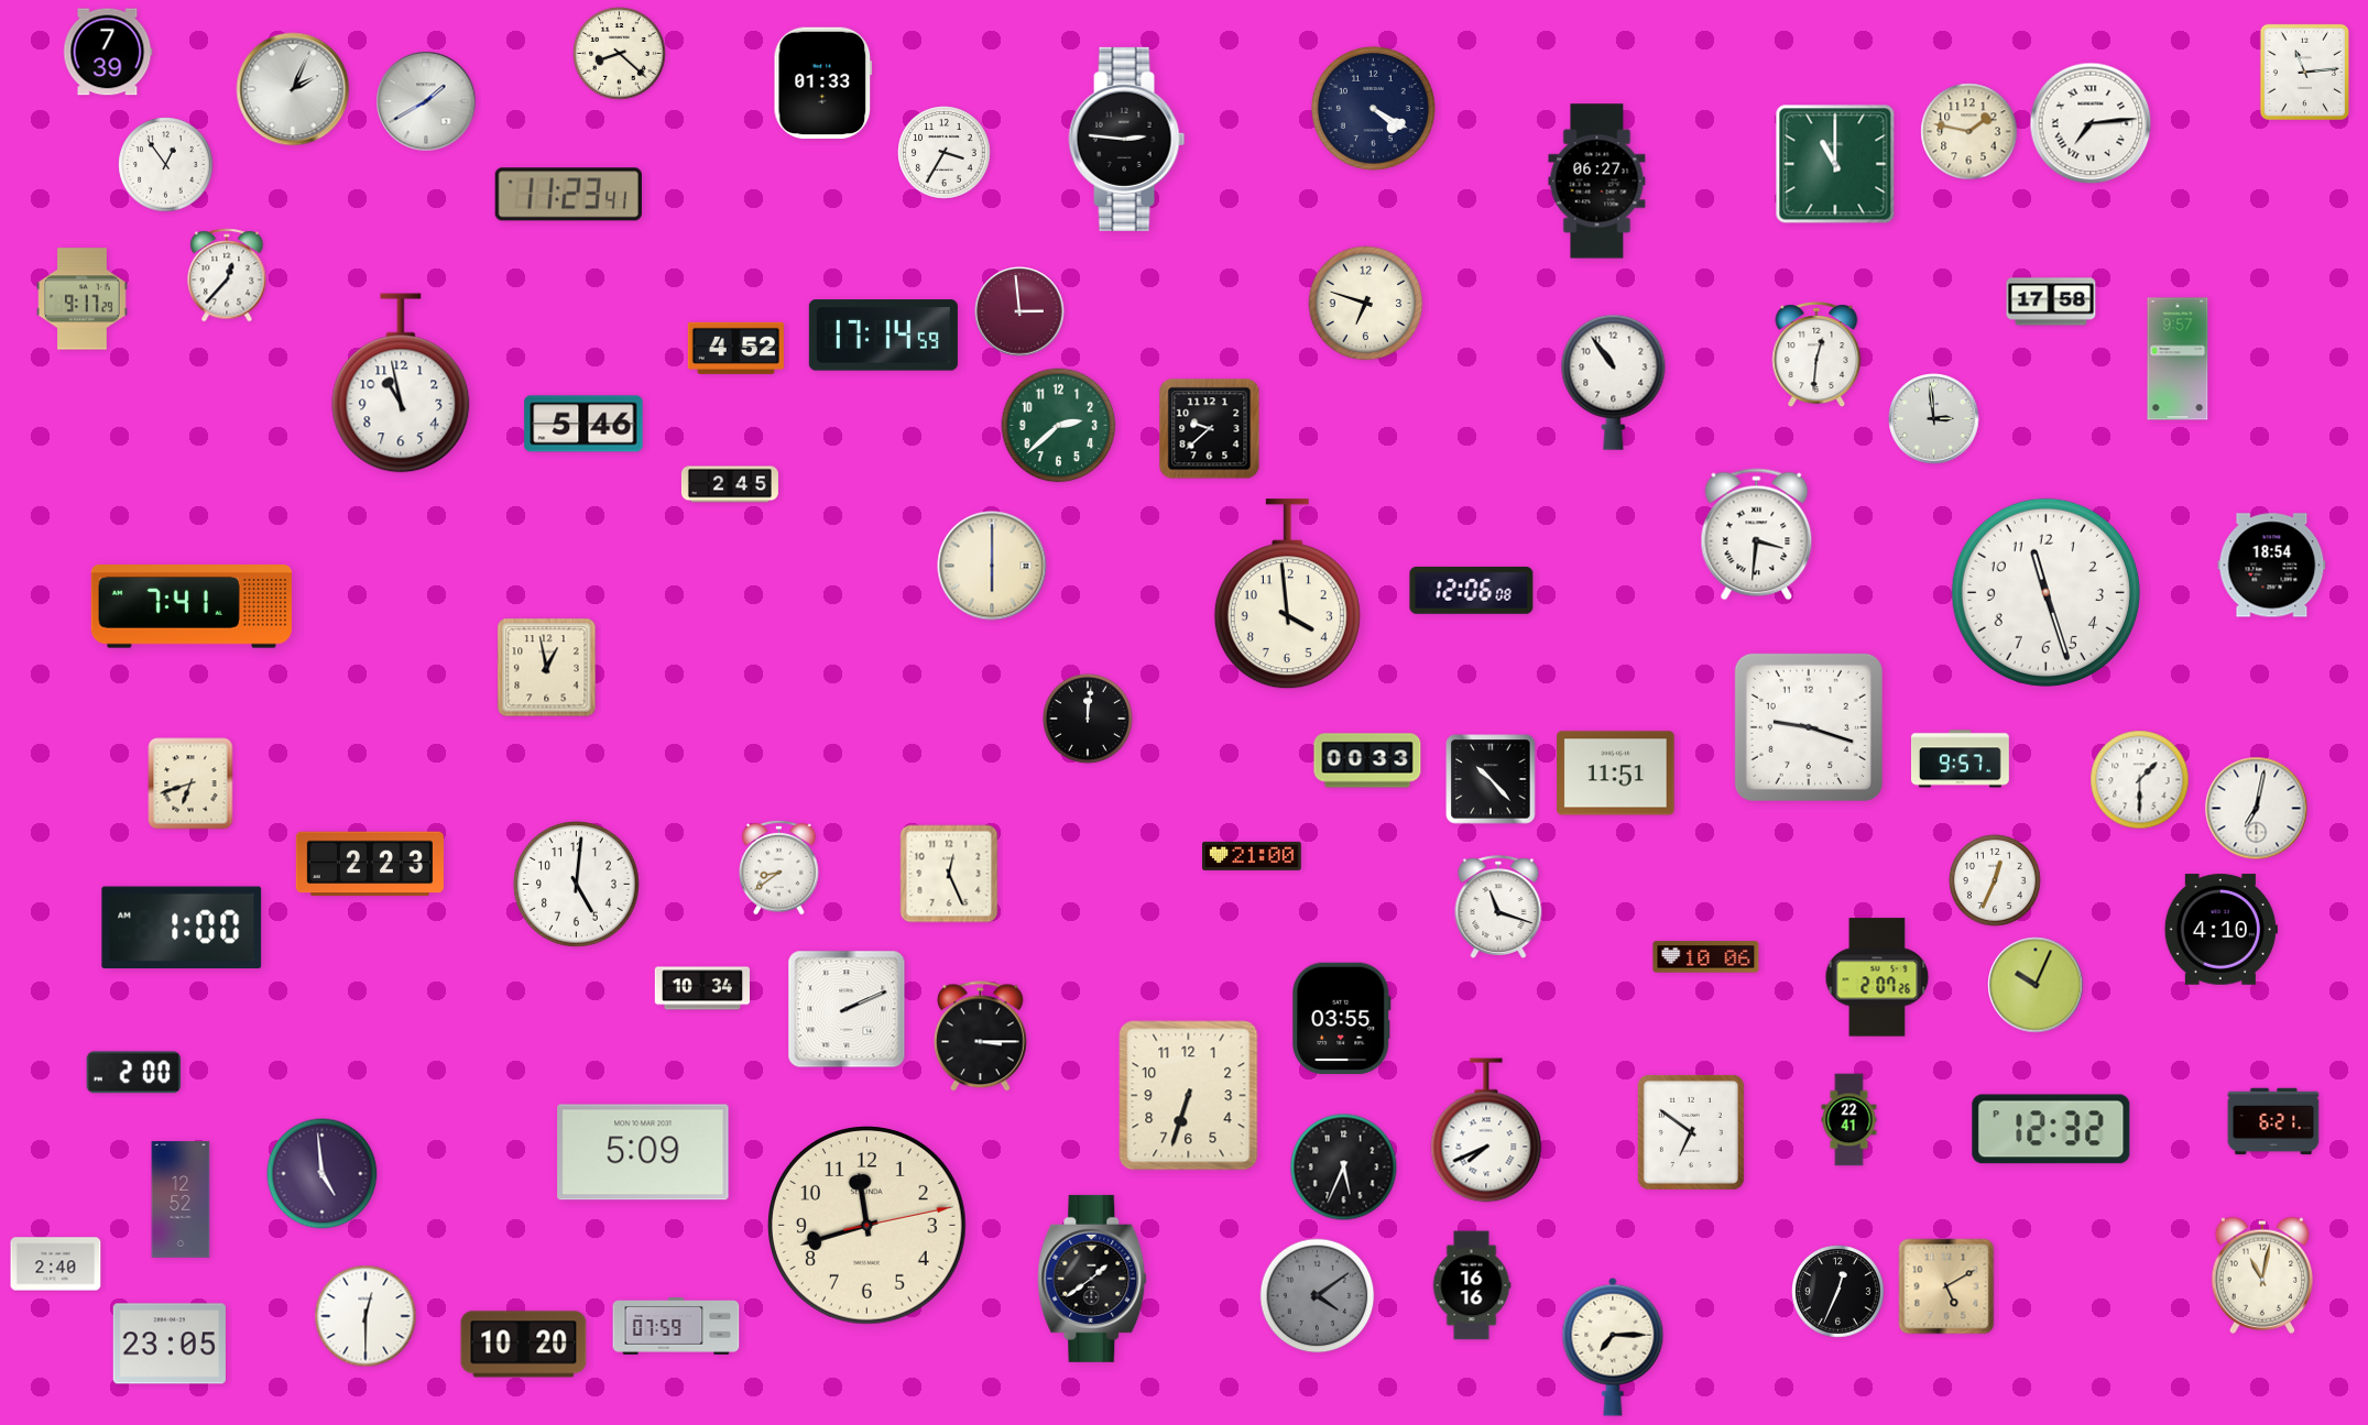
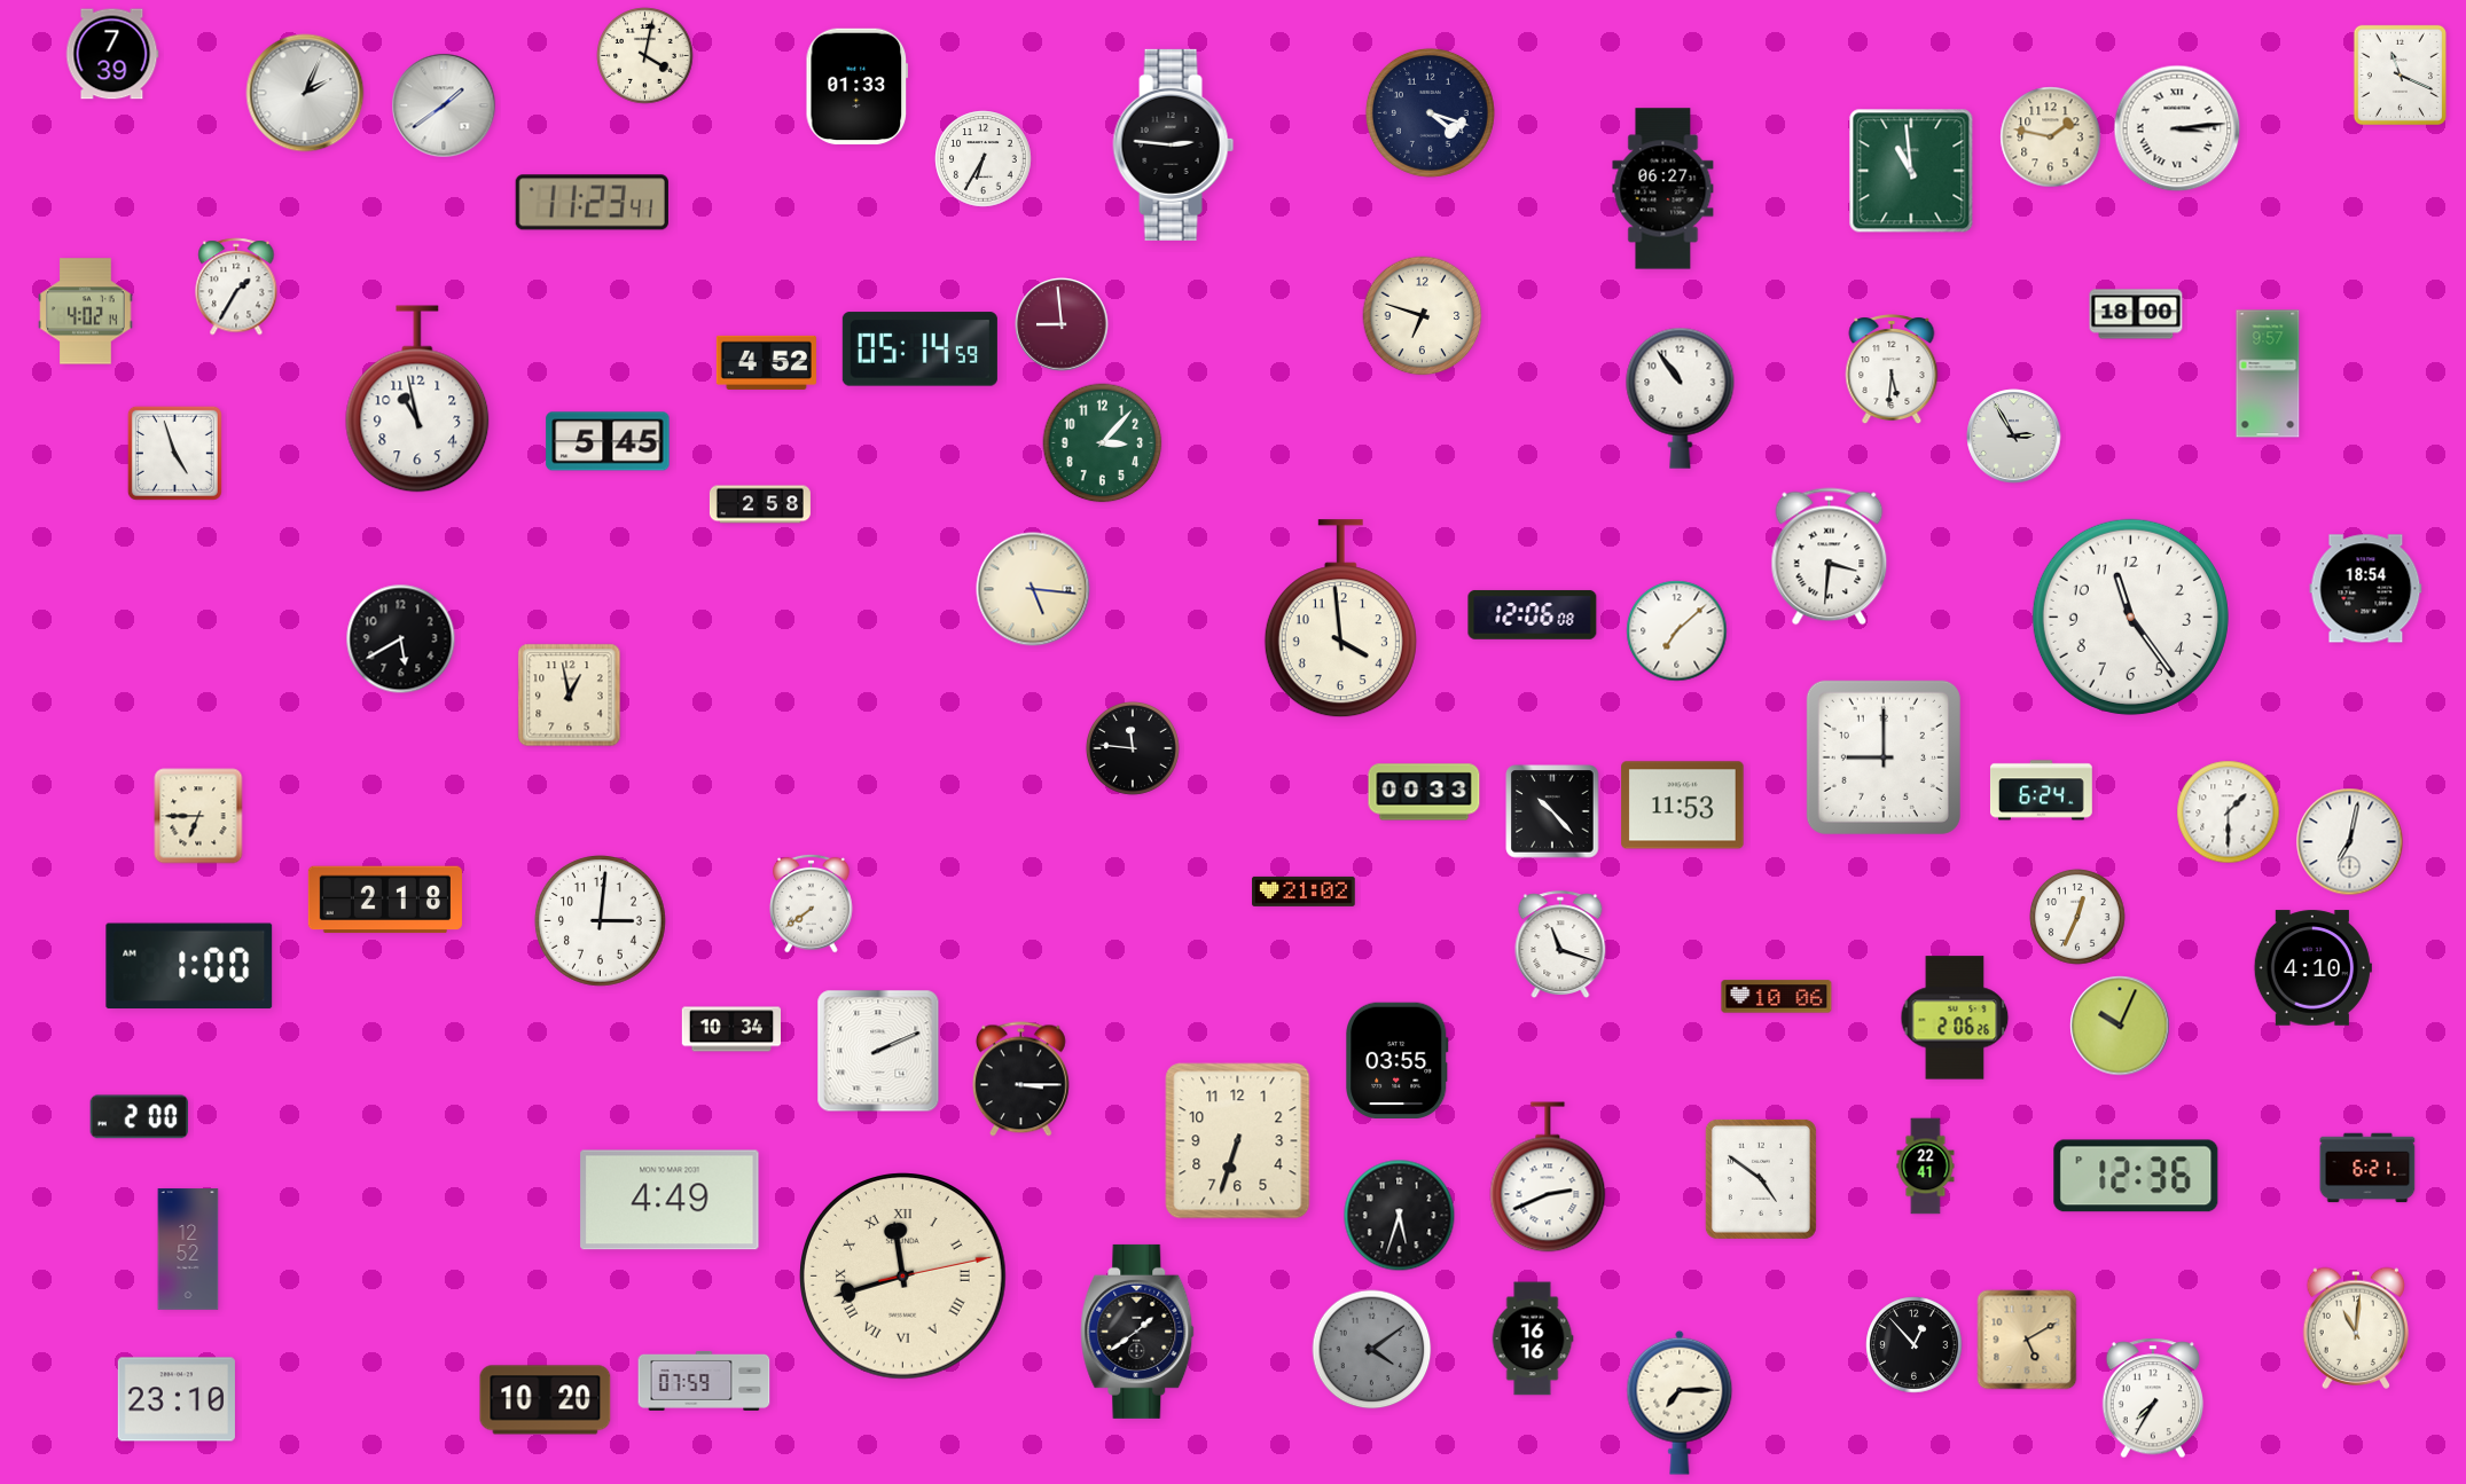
clock at (620, 54): 8:22 -> 4:02
clock at (2304, 72): 11:14 -> 11:19
clock at (426, 101): 1:40 -> 1:39
clock at (1373, 108): 4:20 -> 4:18
clock at (2091, 123): 7:14 -> 3:14
clock at (945, 153): 3:35 -> 6:35
clock at (1835, 164): 11:00 -> 10:59
clock at (166, 165): 12:54 -> none
clock at (227, 275): 12:37 -> 1:35
clock at (83, 299): 9:17 -> 4:02
clock at (2051, 302): 17:58 -> 18:00
clock at (1019, 311): 2:59 -> 8:59
clock at (883, 336): 17:14 -> 05:14
clock at (1816, 355): 12:31 -> 5:31
clock at (1934, 419): 2:59 -> 2:55
clock at (583, 424): 5:46 -> 5:45
clock at (1059, 426): 2:38 -> 3:07
clock at (1210, 429): 9:38 -> none
clock at (174, 453): none -> 4:57
clock at (730, 484): 2:45 -> 2:58
clock at (992, 566): 6:00 -> 5:16
clock at (2045, 592): 11:27 -> 11:24
clock at (192, 606): 7:41 -> none
clock at (1677, 631): none -> 7:08
clock at (401, 639): none -> 5:40
clock at (1088, 719): 12:01 -> 11:46
clock at (1809, 727): 9:18 -> 9:00
clock at (1960, 759): 9:57 -> 6:24
clock at (1616, 774): 11:51 -> 11:53
clock at (190, 783): 6:42 -> 6:45
clock at (1252, 856): 21:00 -> 21:02
clock at (370, 864): 2:23 -> 2:18
clock at (779, 867): 8:39 -> 7:39
clock at (949, 874): 12:26 -> none
clock at (576, 884): 5:01 -> 3:01
clock at (1877, 977): 2:07 -> 2:06
clock at (847, 1009) position: (847, 1009) -> (878, 1051)
clock at (2051, 1129): 12:32 -> 12:36
clock at (1486, 1130): 7:41 -> 2:41
clock at (1691, 1132): 6:51 -> 4:51
clock at (643, 1152): 5:09 -> 4:49
clock at (1344, 1168): 5:34 -> 5:33
clock at (323, 1174): 4:59 -> none
clock at (867, 1226) numerals: Arabic -> Roman
clock at (56, 1264): 2:40 -> none
clock at (2261, 1275): 11:02 -> 11:01
clock at (1838, 1292): 12:34 -> 12:53
clock at (365, 1316): 12:30 -> none
clock at (2152, 1398): none -> 7:35
clock at (170, 1344): 23:05 -> 23:10
